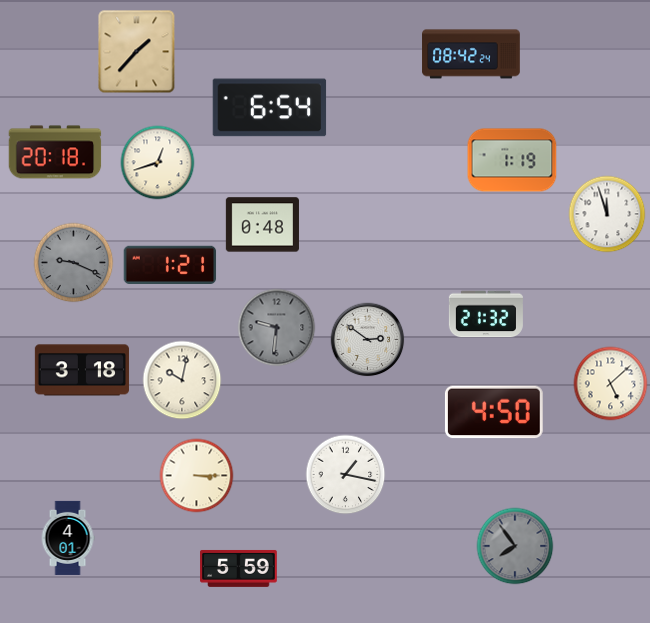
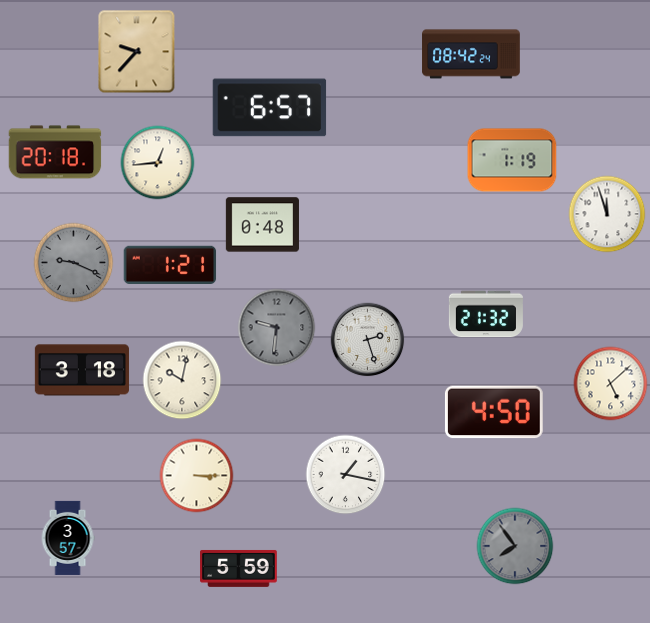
clock at (137, 52): 1:37 -> 9:37
clock at (270, 108): 6:54 -> 6:57
clock at (158, 163): 12:42 -> 12:44
clock at (368, 340): 2:51 -> 2:27
clock at (68, 538): 4:01 -> 3:57
